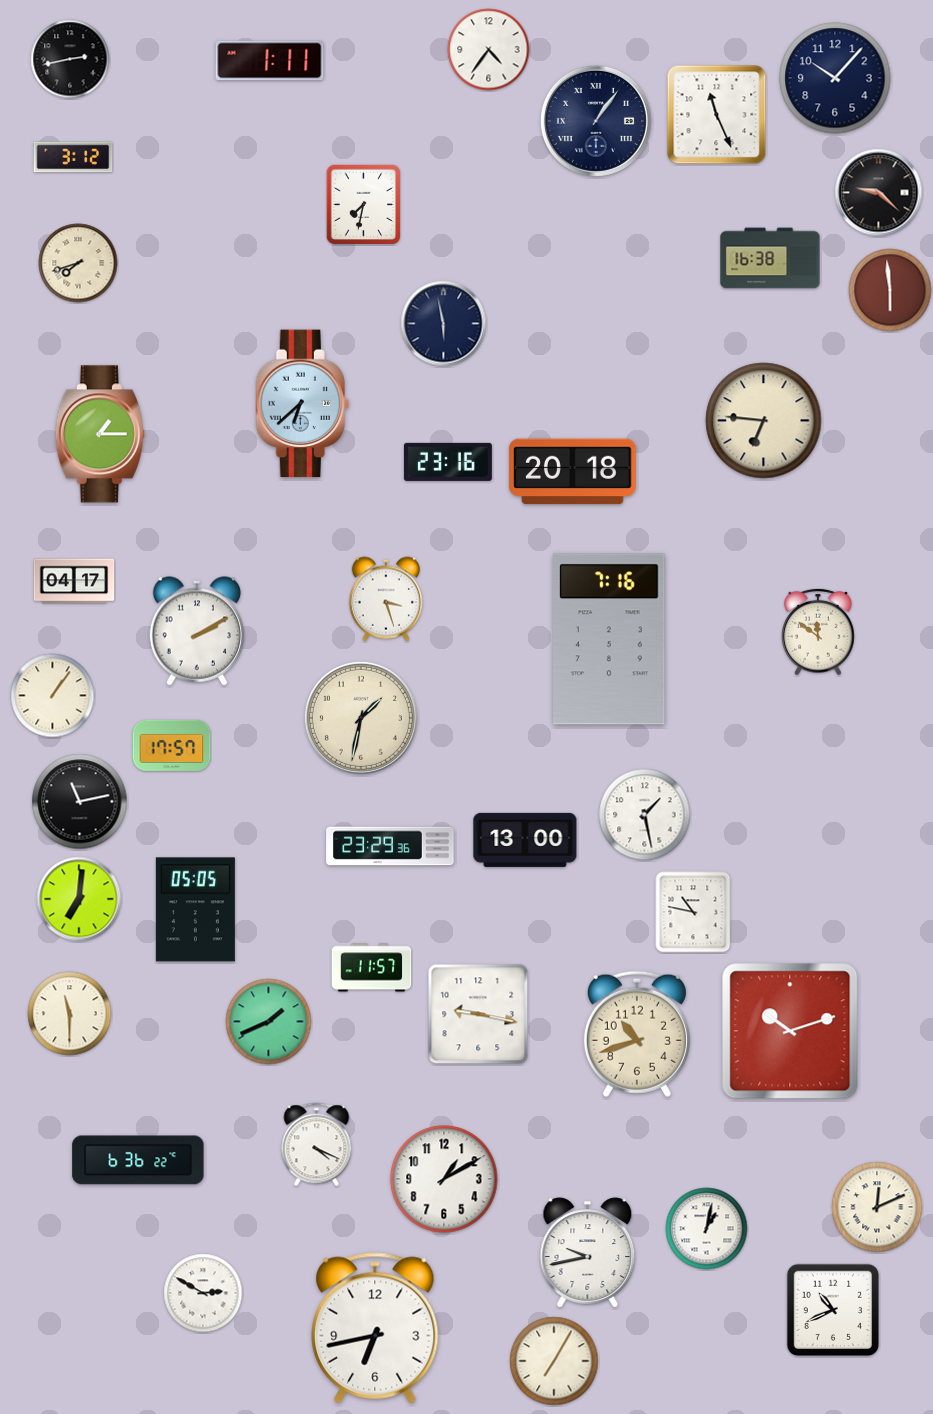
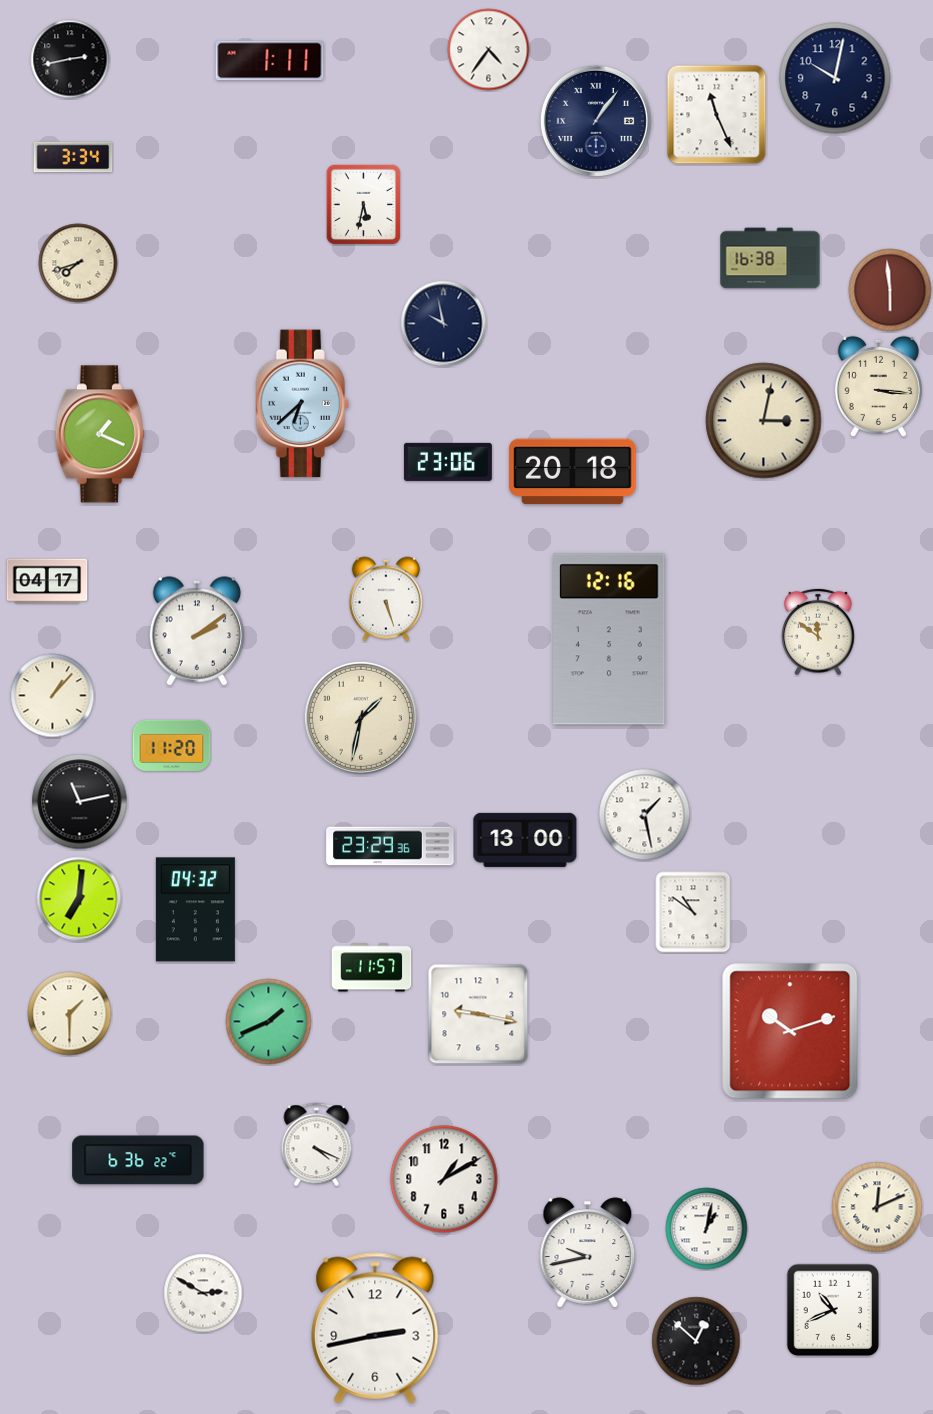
clock at (835, 78): 10:07 -> 10:02
clock at (73, 157): 3:12 -> 3:34
clock at (879, 193): 9:22 -> none
clock at (363, 204): 7:32 -> 5:32
clock at (444, 324): 5:58 -> 9:58
clock at (878, 386): none -> 3:16
clock at (764, 421): 6:46 -> 3:02
clock at (100, 434): 1:15 -> 1:19
clock at (448, 462): 23:16 -> 23:06
clock at (74, 581) position: (74, 581) -> (47, 581)
clock at (386, 599): 3:27 -> 5:27
clock at (197, 631): 2:10 -> 2:09
clock at (609, 639): 7:16 -> 12:16
clock at (53, 696): 1:06 -> 1:07
clock at (172, 745): 17:57 -> 11:20
clock at (195, 910): 05:05 -> 04:32
clock at (693, 912): 10:47 -> 10:51
clock at (70, 1014): 11:30 -> 1:30
clock at (637, 1034): 10:42 -> none
clock at (375, 1328): 6:43 -> 2:43
clock at (696, 1341): none -> 12:52
clock at (554, 1361): 7:05 -> none
